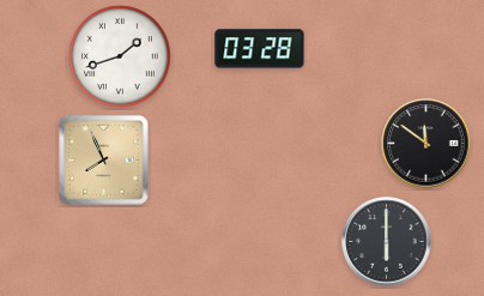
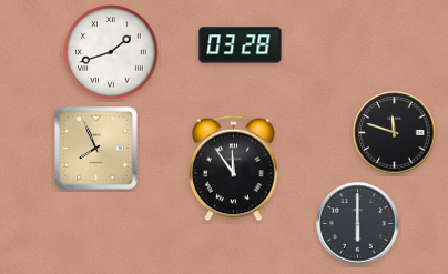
clock at (426, 144): 11:51 -> 11:48
clock at (234, 169): none -> 11:54
